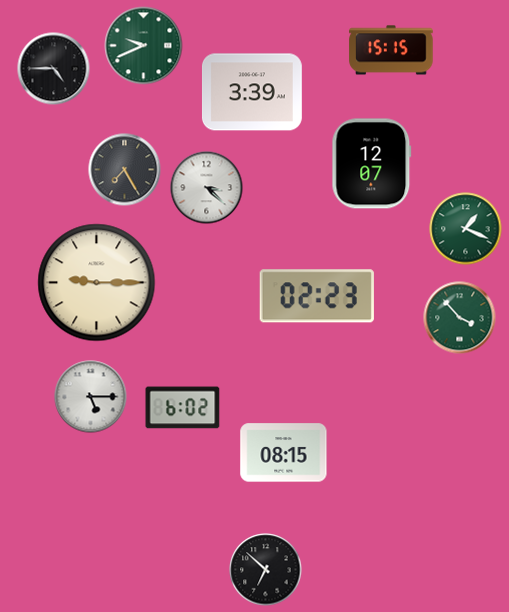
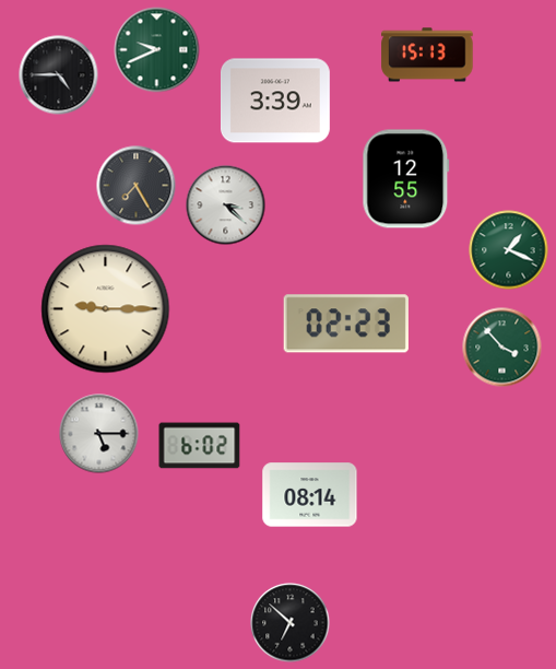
clock at (391, 50): 15:15 -> 15:13
clock at (372, 164): 12:07 -> 12:55
clock at (284, 453): 08:15 -> 08:14
